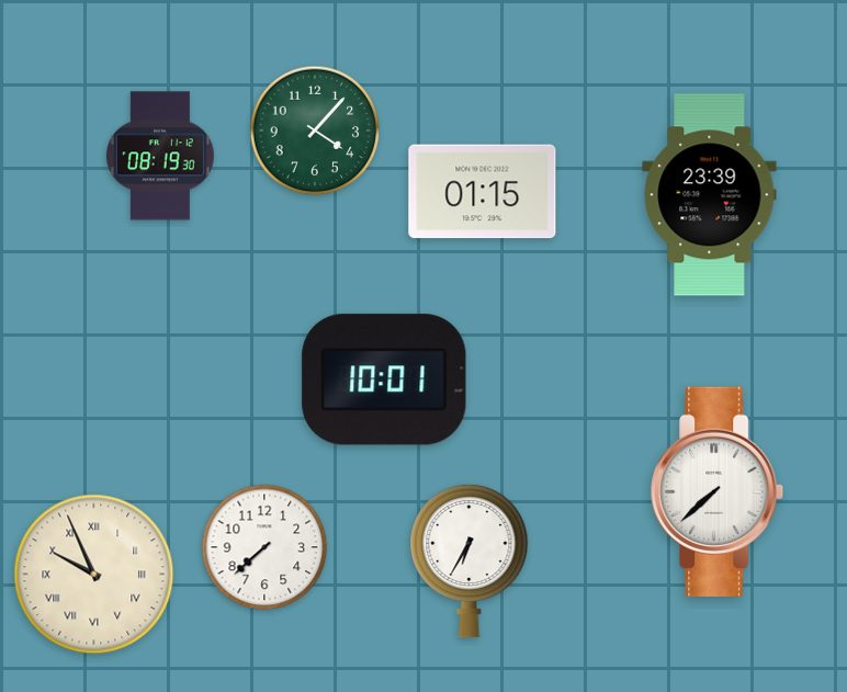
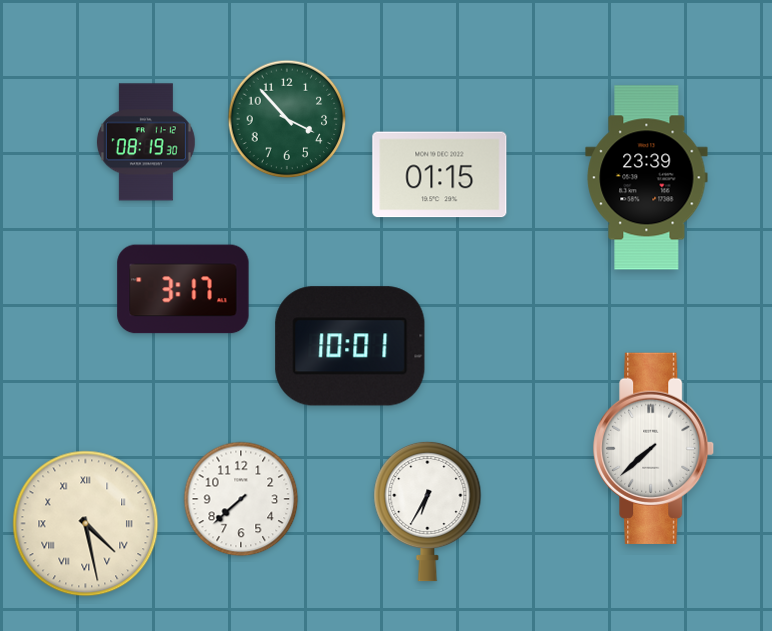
clock at (315, 131): 4:07 -> 3:53
clock at (183, 289): none -> 3:17
clock at (94, 575): 9:56 -> 4:28
